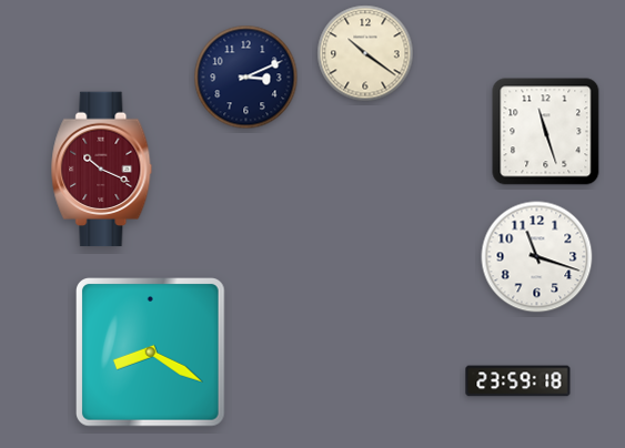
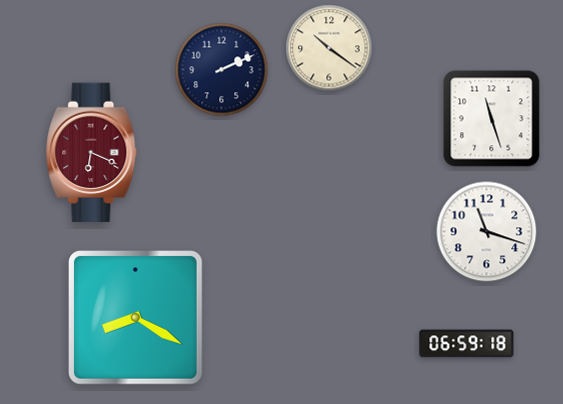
clock at (246, 78): 3:11 -> 2:11
clock at (102, 170): 10:19 -> 6:19
clock at (537, 257) position: (537, 257) -> (487, 232)
clock at (518, 381): 23:59 -> 06:59
